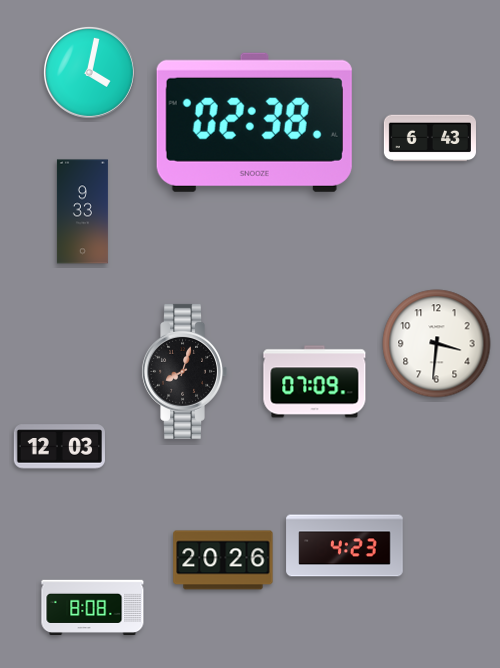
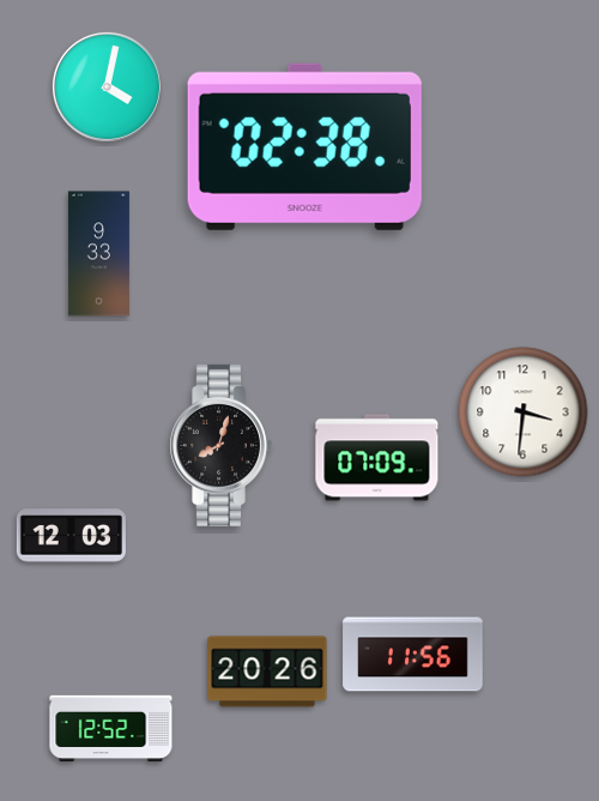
clock at (430, 138): 6:43 -> none
clock at (345, 546): 4:23 -> 11:56
clock at (93, 608): 8:08 -> 12:52
